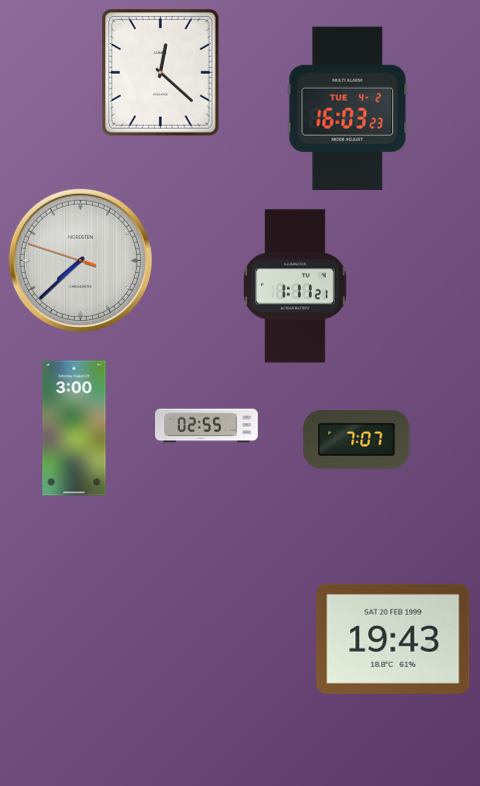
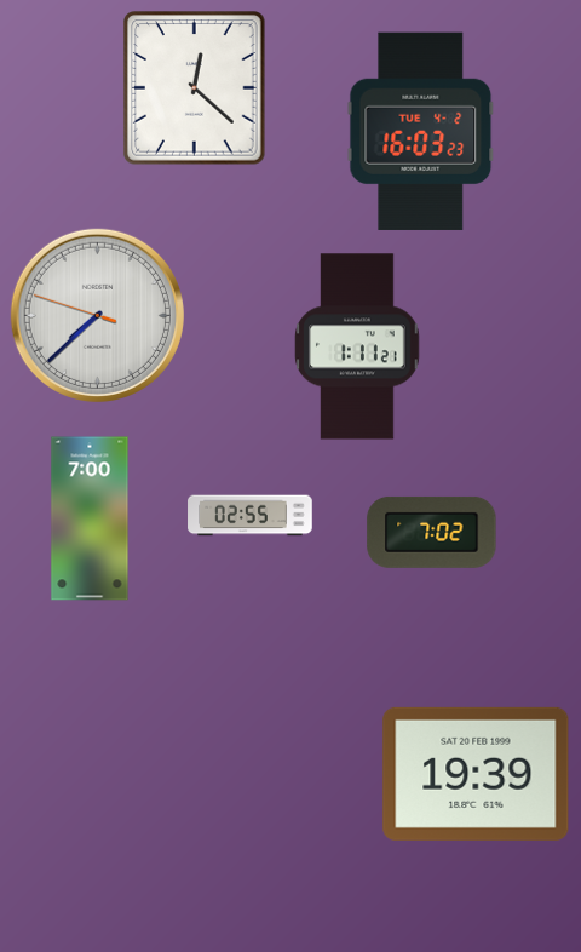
clock at (74, 428): 3:00 -> 7:00
clock at (357, 439): 7:07 -> 7:02
clock at (393, 639): 19:43 -> 19:39
